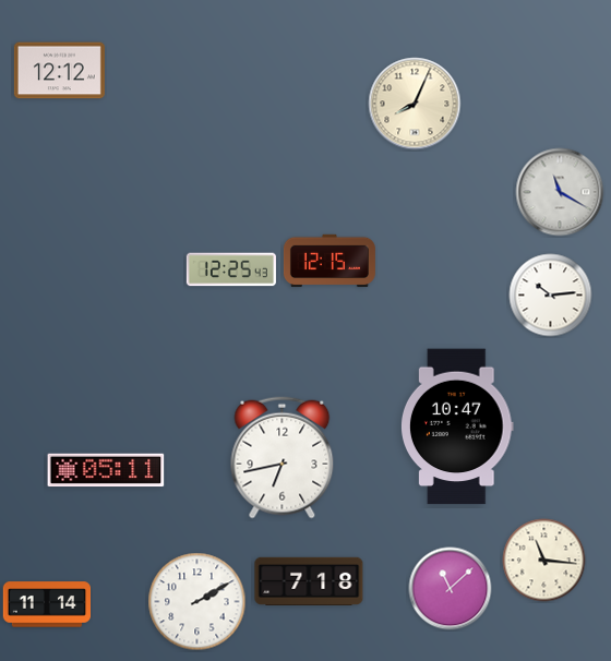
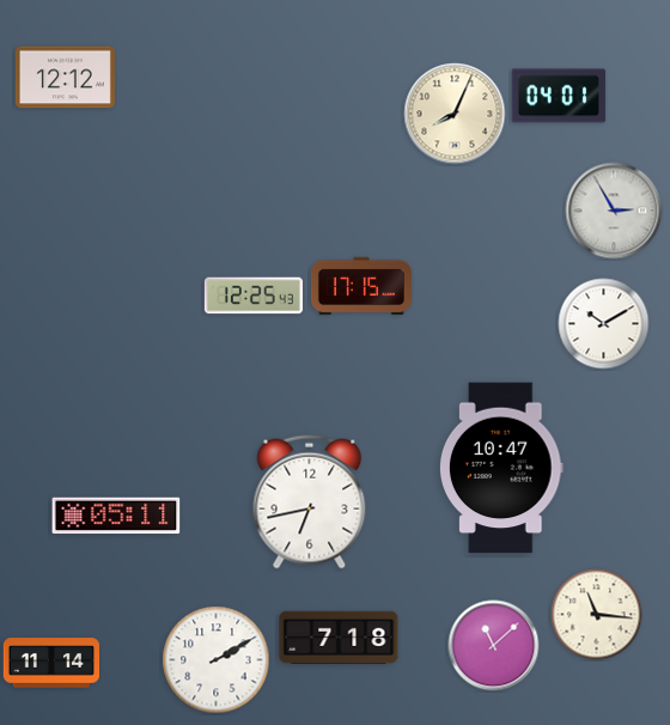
clock at (559, 96): none -> 04:01
clock at (560, 192): 11:20 -> 2:55
clock at (330, 261): 12:15 -> 17:15
clock at (551, 296): 10:14 -> 10:10
